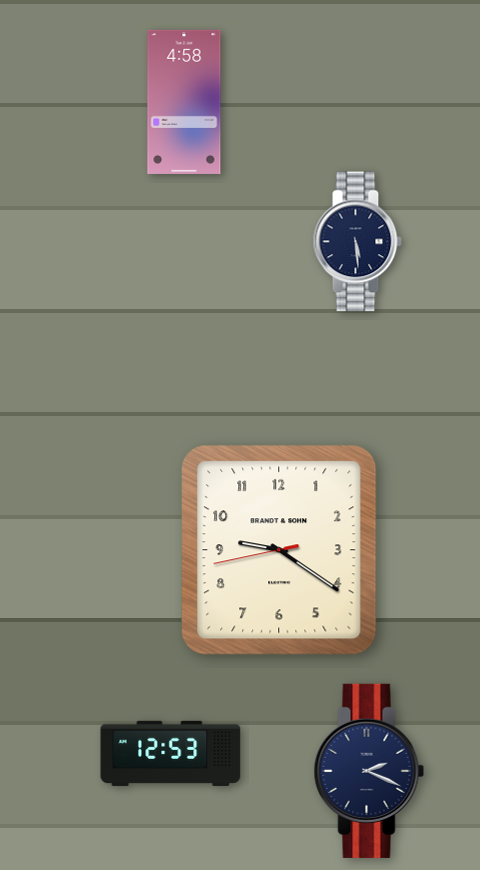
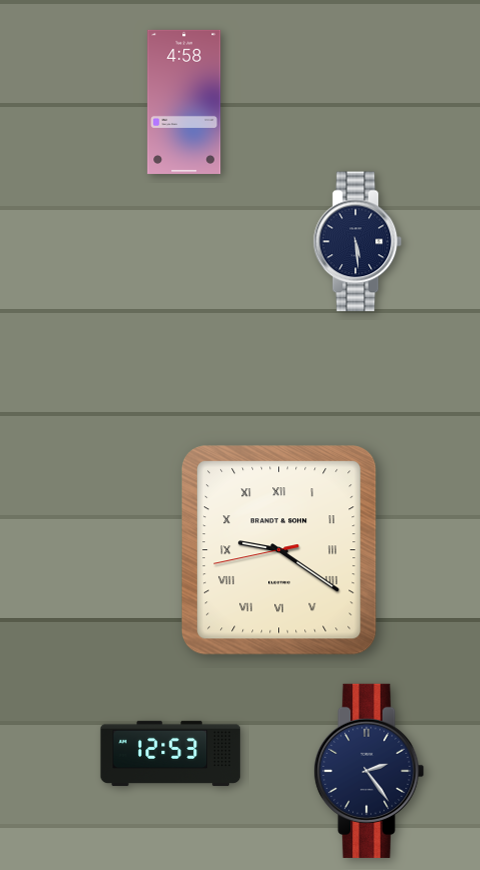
clock at (279, 550) numerals: Arabic -> Roman
clock at (369, 771): 2:19 -> 2:24
